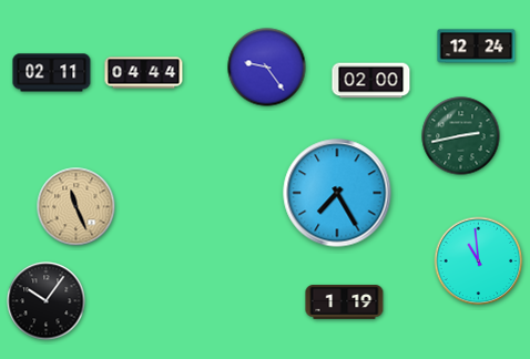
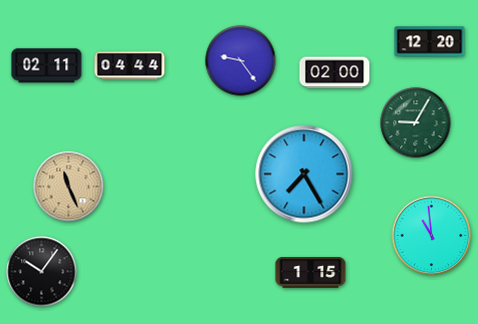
clock at (477, 47): 12:24 -> 12:20
clock at (461, 136): 2:43 -> 9:05
clock at (345, 302): 1:19 -> 1:15
